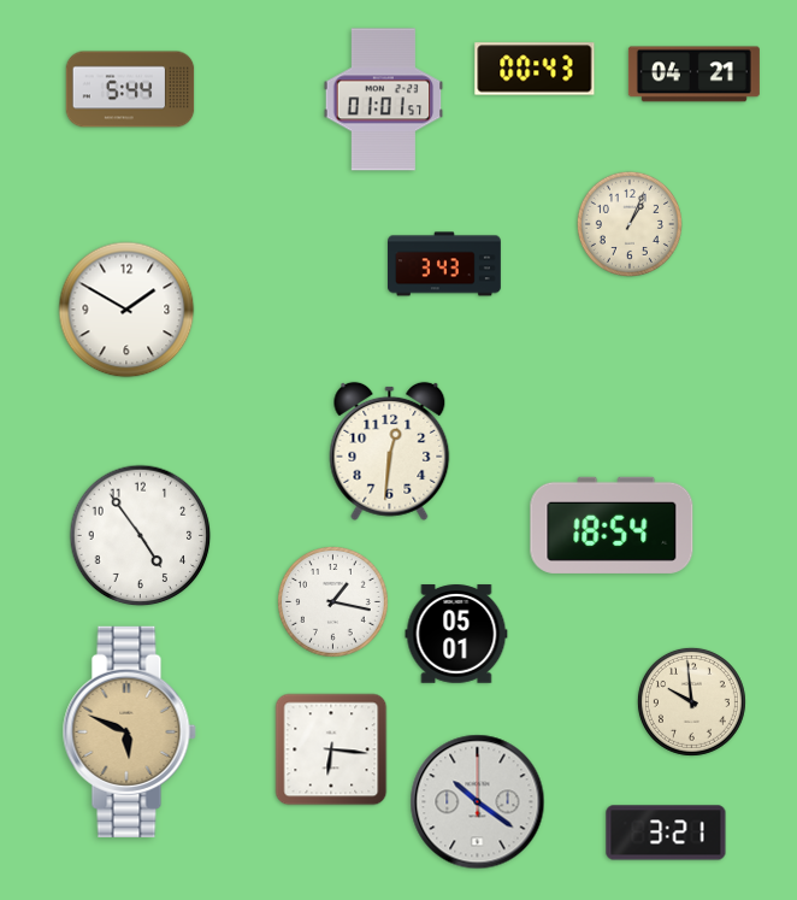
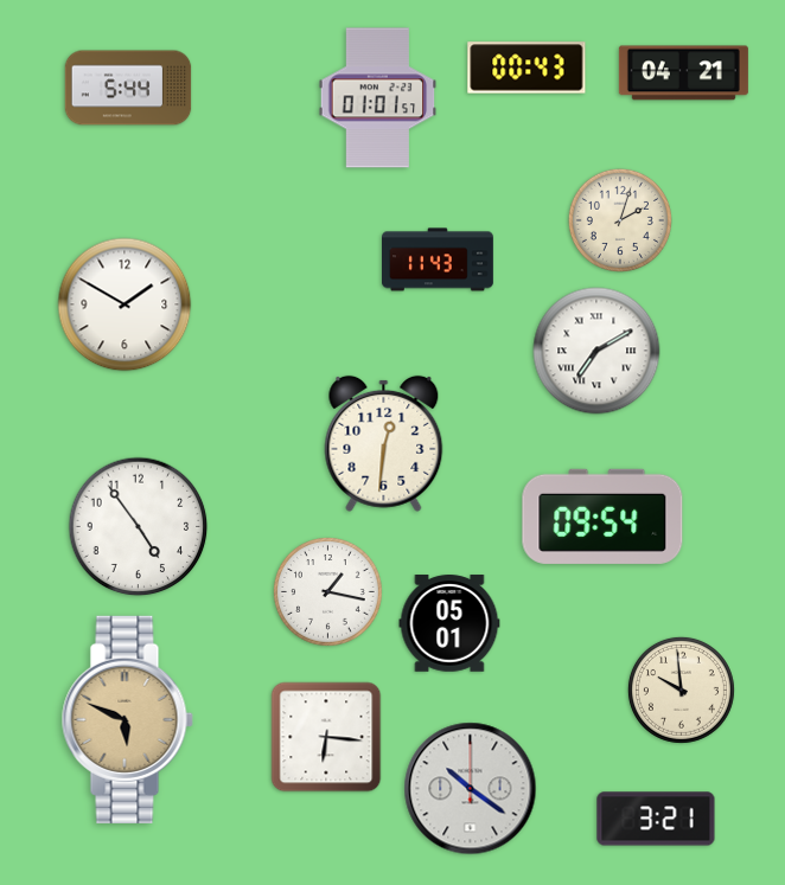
clock at (630, 224): 1:04 -> 2:03
clock at (445, 264): 3:43 -> 11:43
clock at (596, 351): none -> 7:10
clock at (612, 525): 18:54 -> 09:54
